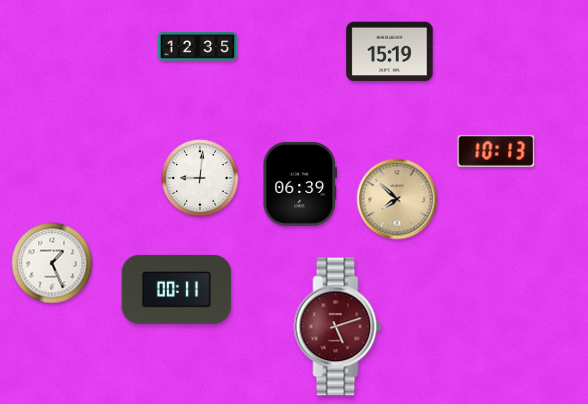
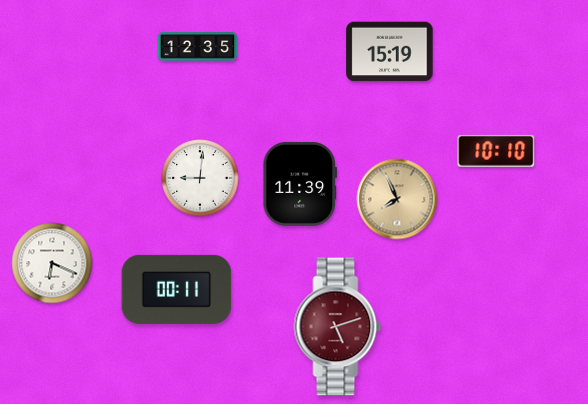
clock at (496, 151): 10:13 -> 10:10
clock at (299, 184): 06:39 -> 11:39
clock at (397, 199): 7:52 -> 7:56
clock at (52, 263): 1:26 -> 6:19
